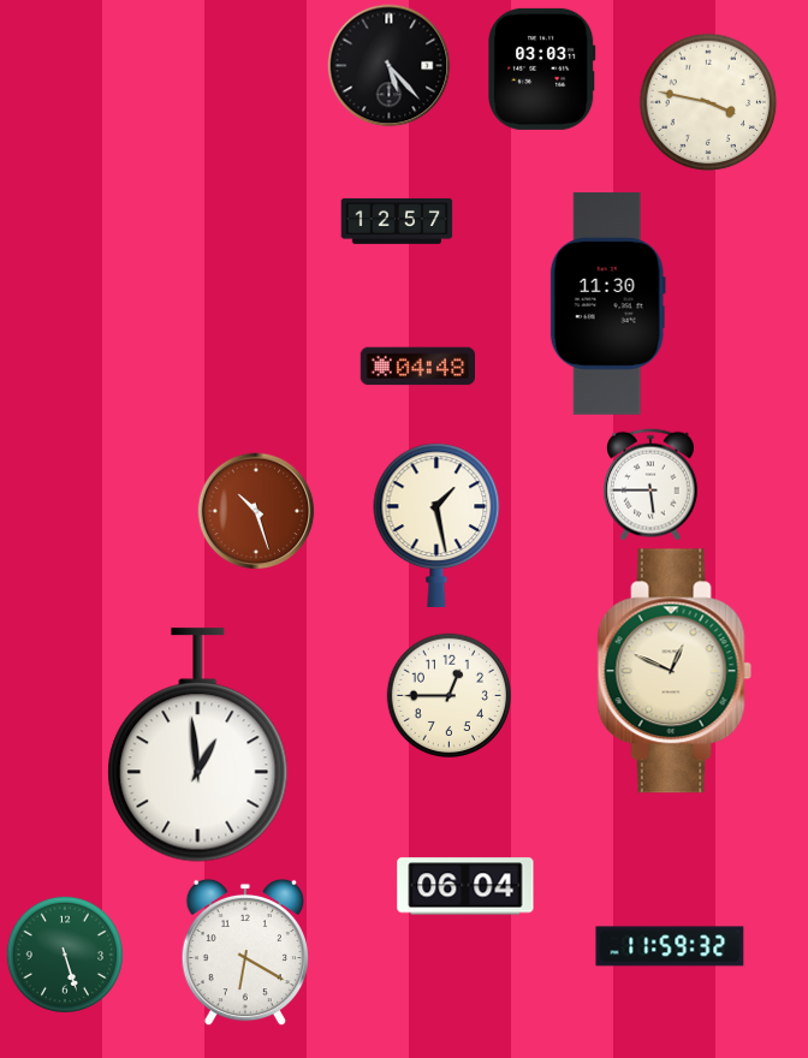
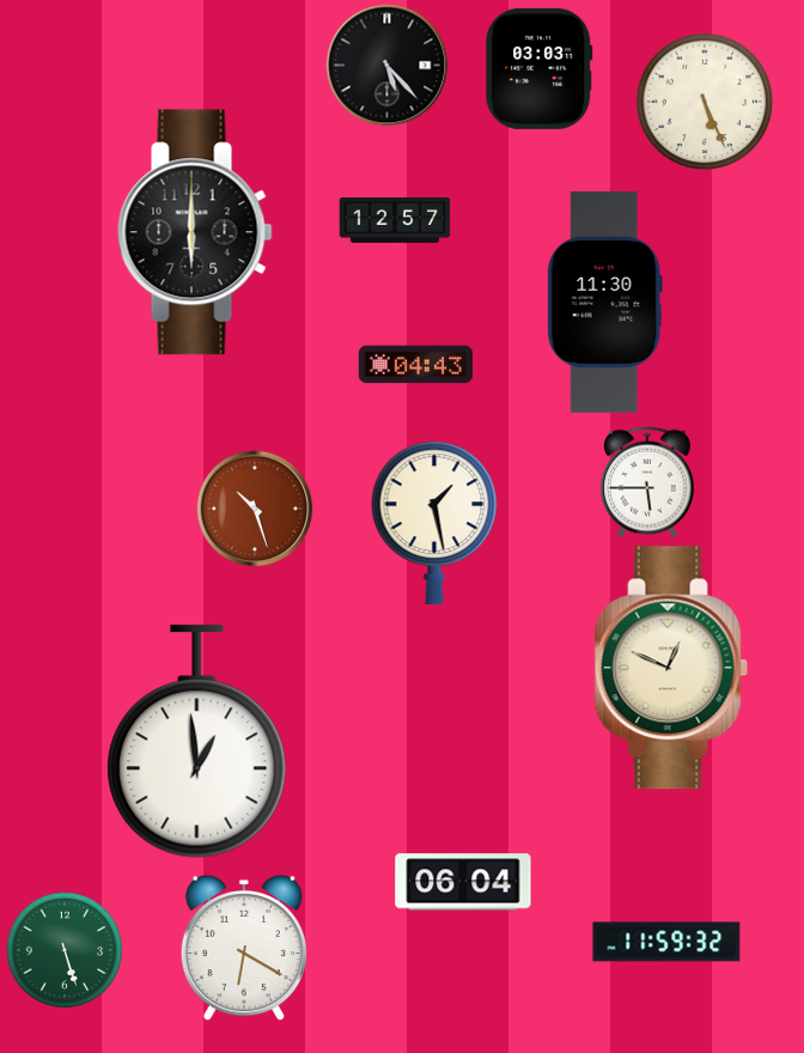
clock at (708, 102): 3:47 -> 5:26
clock at (195, 232): none -> 6:00
clock at (417, 367): 04:48 -> 04:43
clock at (450, 696): 12:45 -> none
